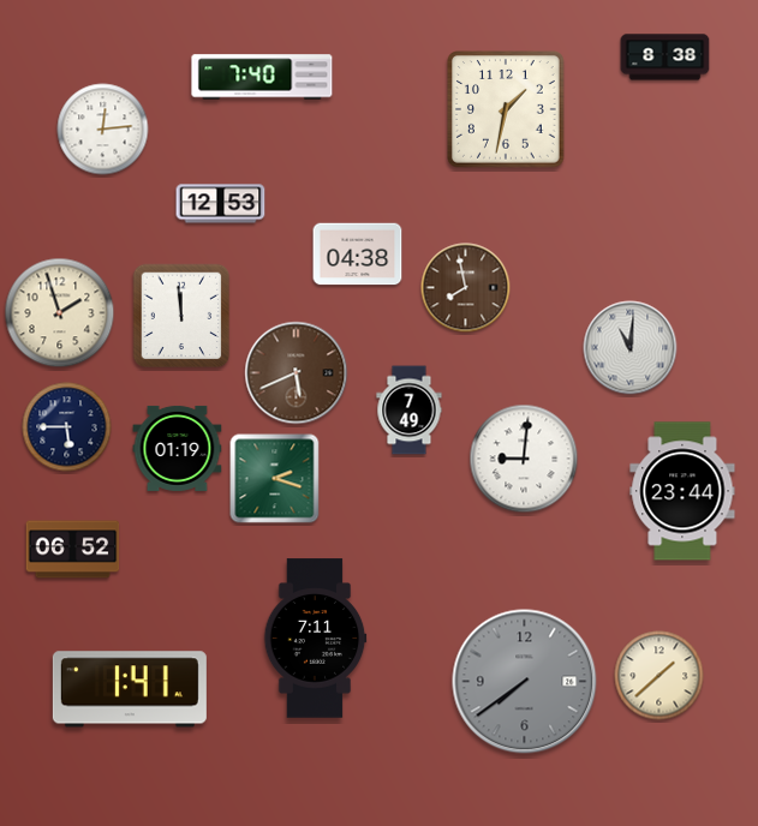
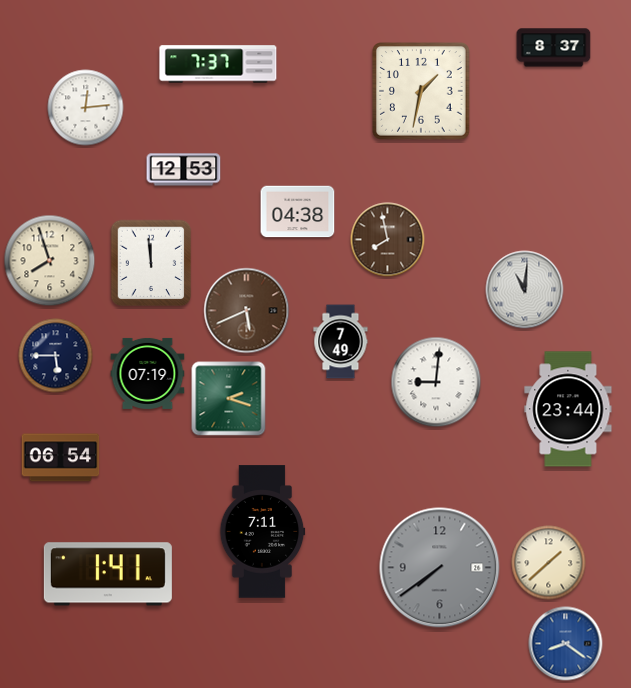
clock at (666, 58): 8:38 -> 8:37
clock at (262, 77): 7:40 -> 7:37
clock at (60, 313): 1:57 -> 7:57
clock at (178, 448): 01:19 -> 07:19
clock at (73, 550): 06:52 -> 06:54
clock at (525, 682) position: (525, 682) -> (440, 568)
clock at (566, 644): none -> 8:21
